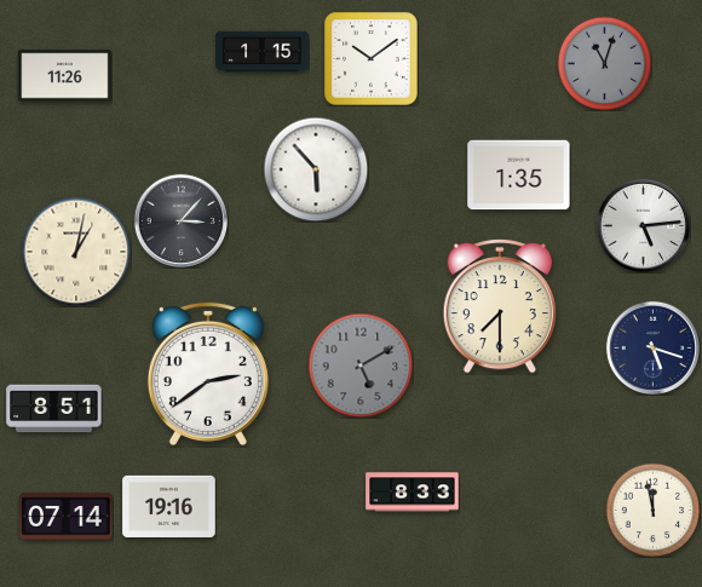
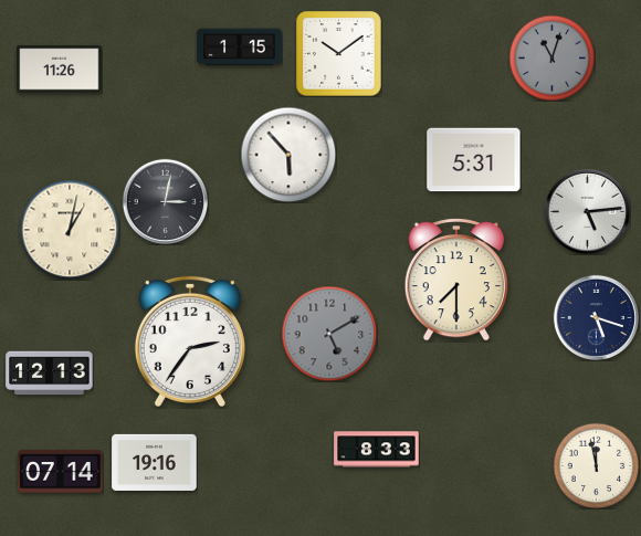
clock at (519, 175): 1:35 -> 5:31
clock at (180, 220): 3:07 -> 3:02
clock at (643, 225) position: (643, 225) -> (587, 211)
clock at (208, 374): 2:39 -> 2:36
clock at (54, 409): 8:51 -> 12:13
